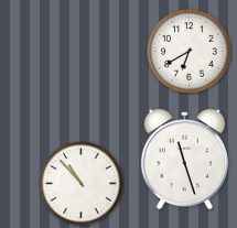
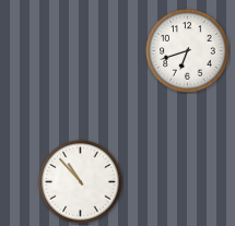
clock at (190, 52): 6:40 -> 6:42
clock at (184, 160): 11:27 -> none
